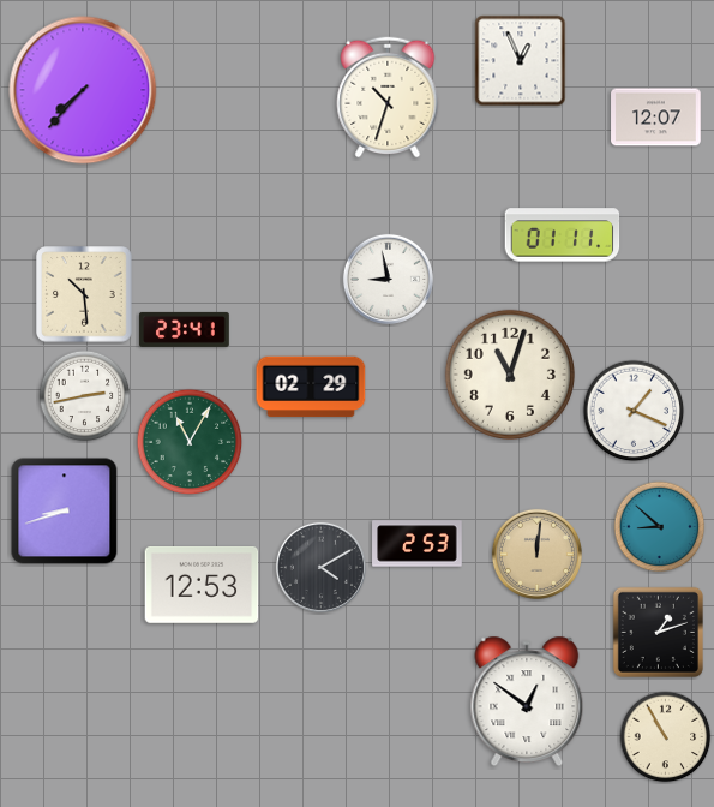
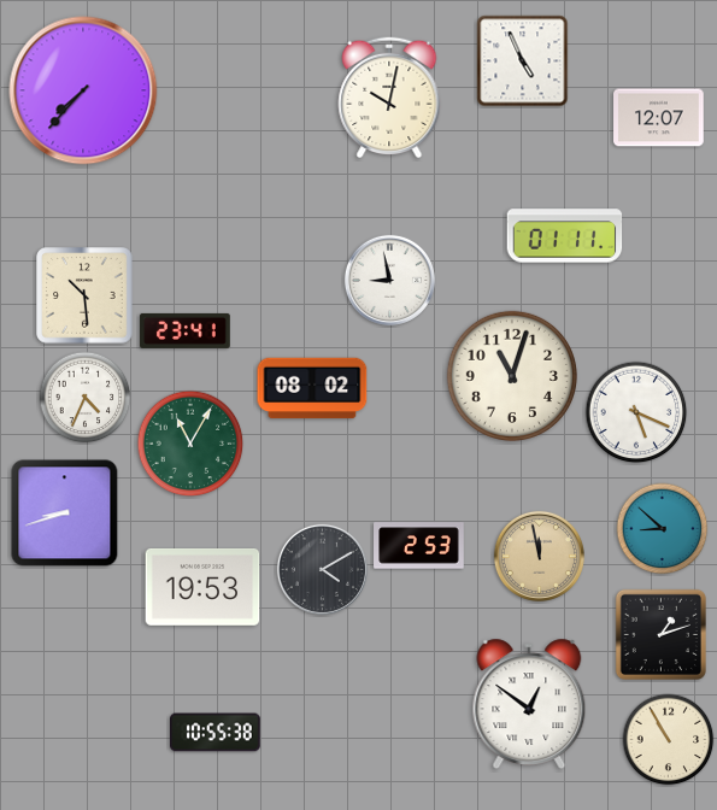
clock at (521, 61): 12:56 -> 4:56
clock at (388, 97): 10:33 -> 10:02
clock at (311, 387): 02:29 -> 08:02
clock at (85, 396): 2:43 -> 4:34
clock at (634, 411): 1:19 -> 5:19
clock at (536, 554): 12:01 -> 11:58
clock at (202, 586): 12:53 -> 19:53
clock at (216, 733): none -> 10:55
